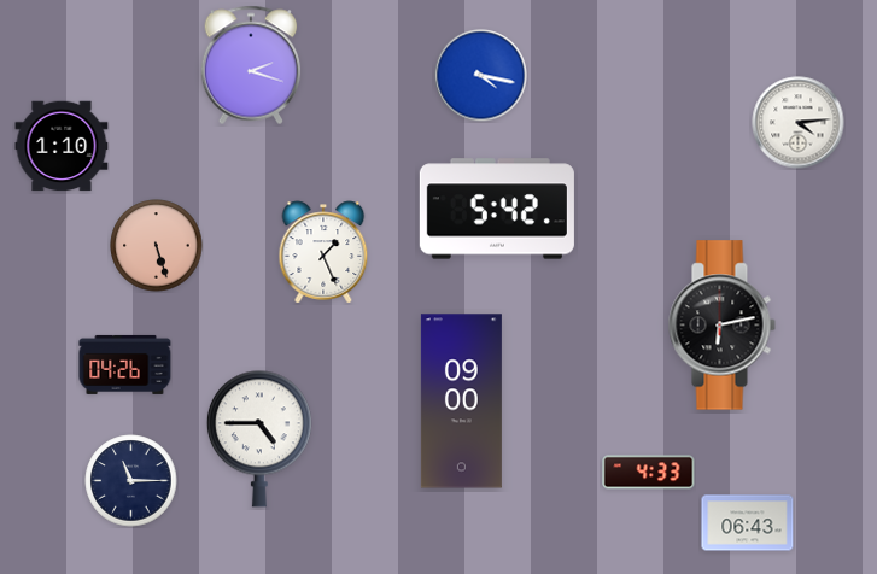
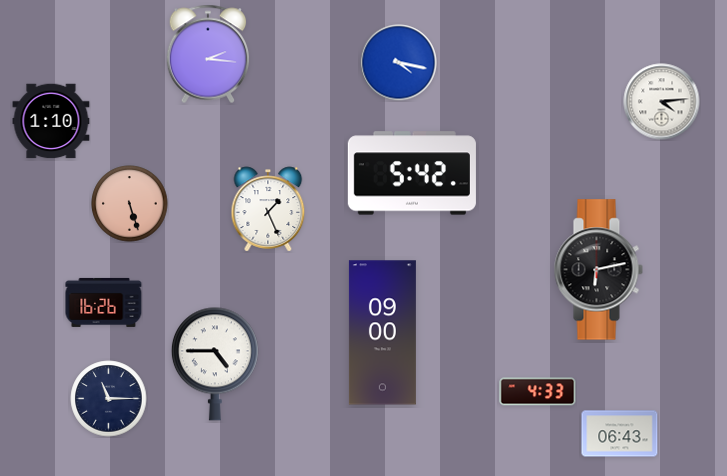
clock at (251, 65): 2:18 -> 2:16
clock at (125, 364): 04:26 -> 16:26
